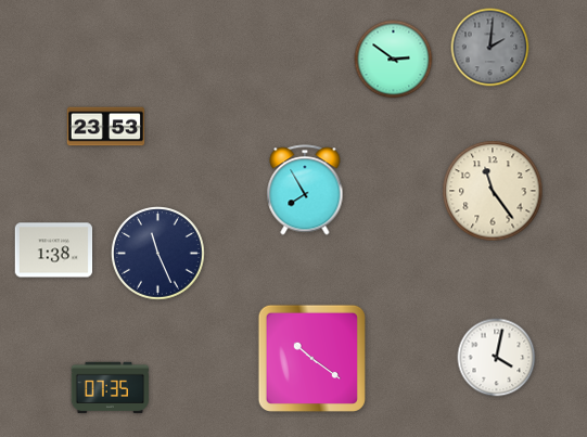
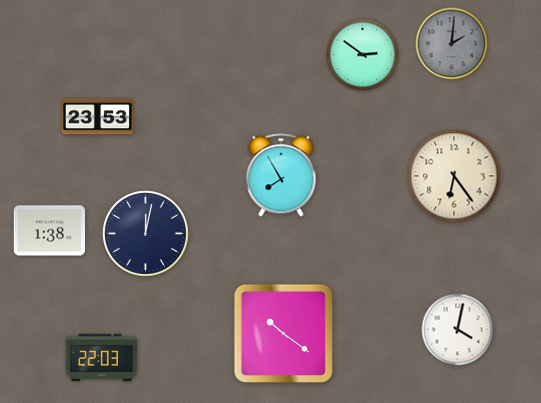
clock at (493, 191): 11:24 -> 6:24
clock at (158, 254): 11:26 -> 12:02
clock at (311, 358) position: (311, 358) -> (283, 333)
clock at (111, 387): 07:35 -> 22:03
